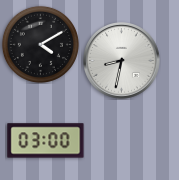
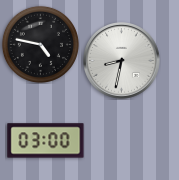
clock at (40, 44): 4:10 -> 4:47
